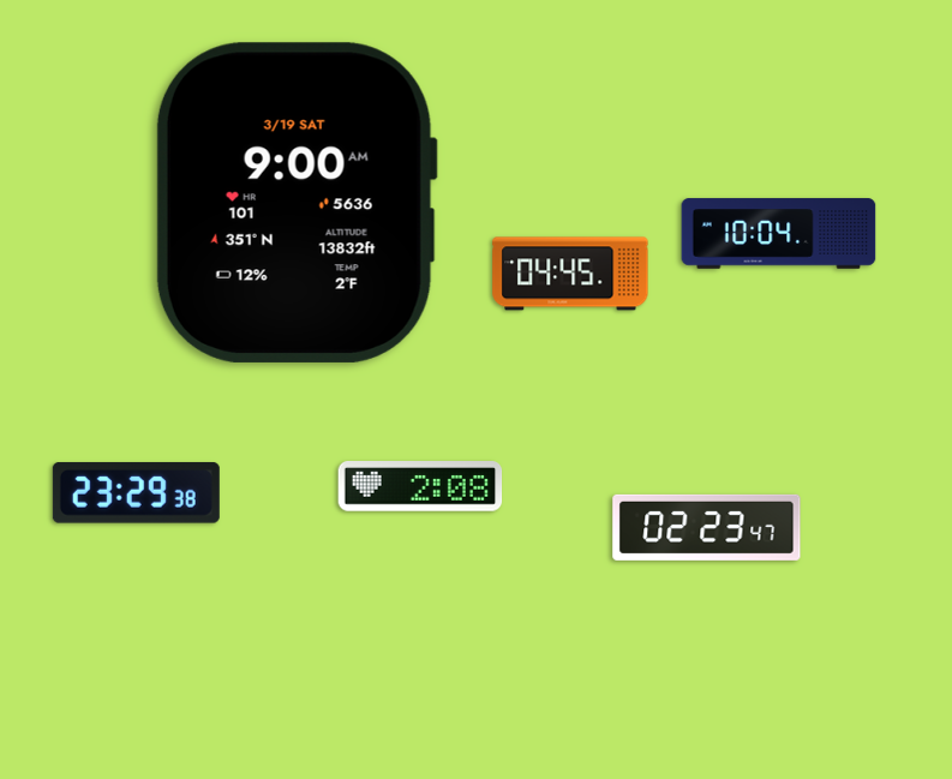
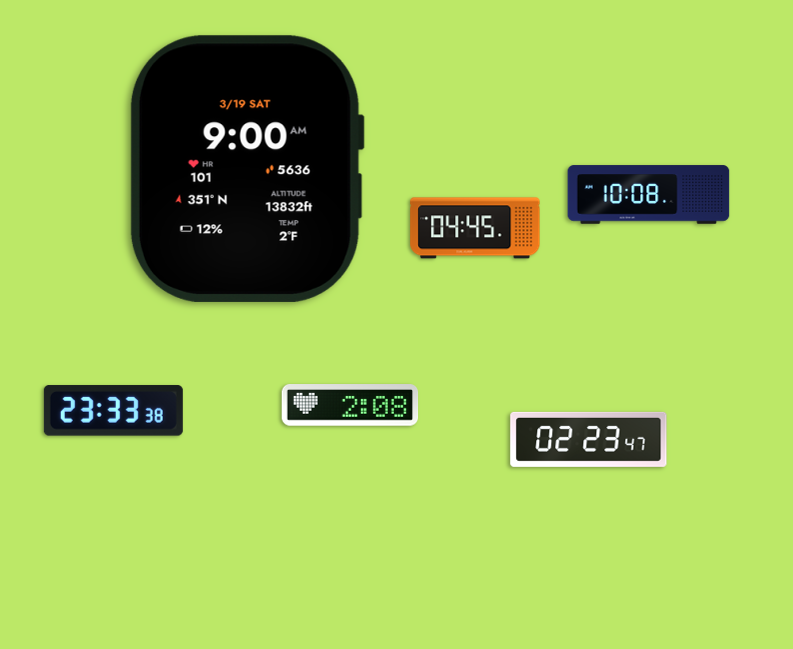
clock at (779, 234): 10:04 -> 10:08
clock at (136, 493): 23:29 -> 23:33
